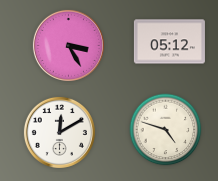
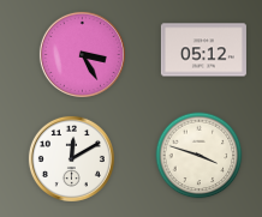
clock at (166, 130): 4:48 -> 3:48
